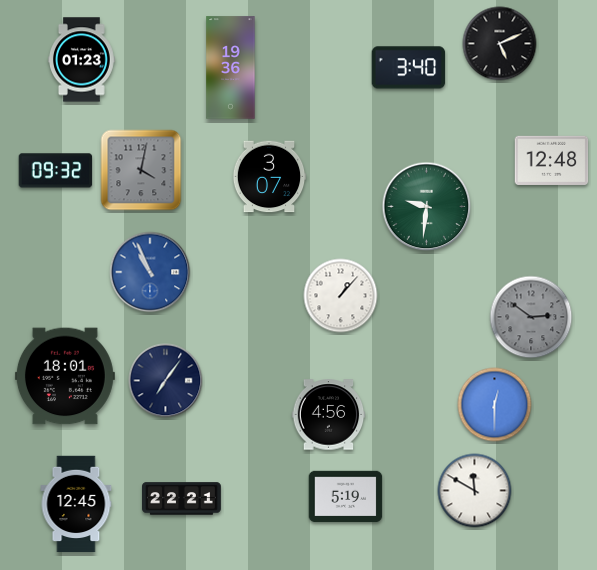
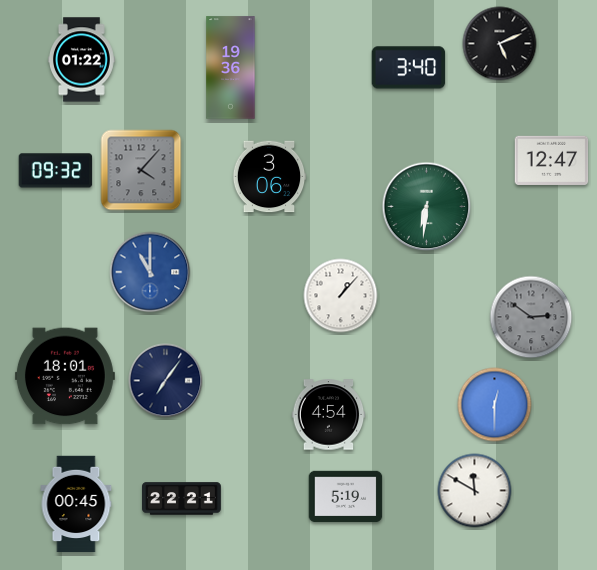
clock at (82, 60): 01:23 -> 01:22
clock at (552, 160): 12:48 -> 12:47
clock at (141, 170): 4:02 -> 4:07
clock at (269, 177): 3:07 -> 3:06
clock at (427, 207): 9:31 -> 6:31
clock at (150, 272): 10:56 -> 11:00
clock at (329, 415): 4:56 -> 4:54
clock at (76, 504): 12:45 -> 00:45
